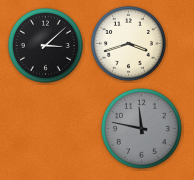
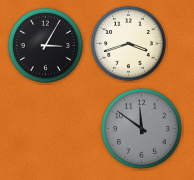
clock at (45, 45): 3:08 -> 3:05
clock at (141, 128): 11:47 -> 11:51
